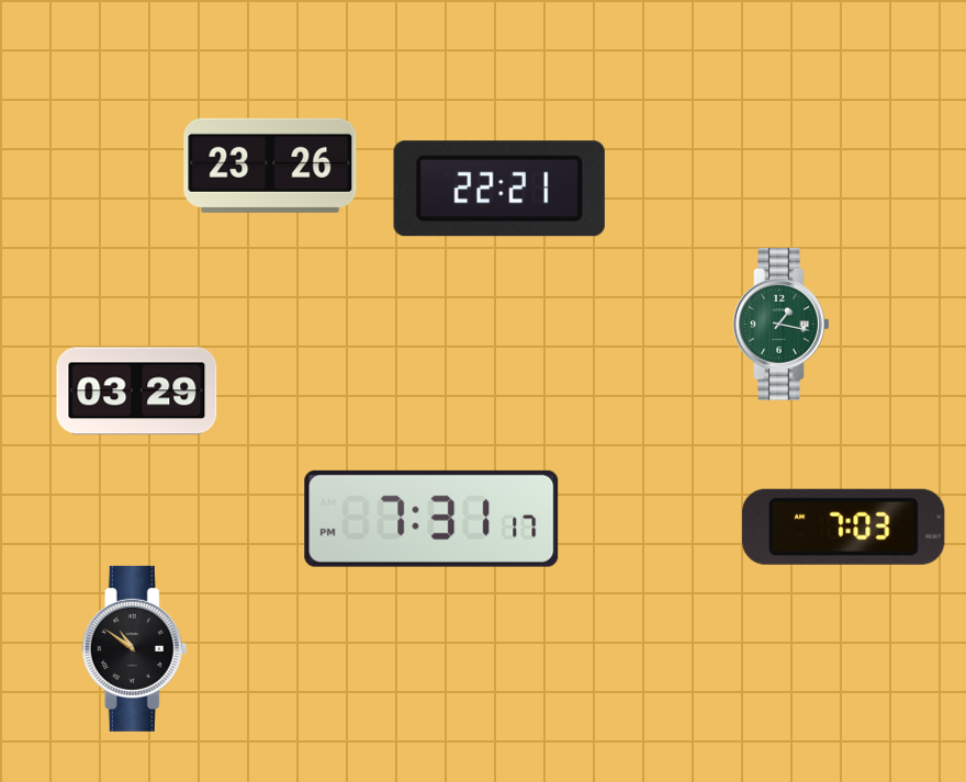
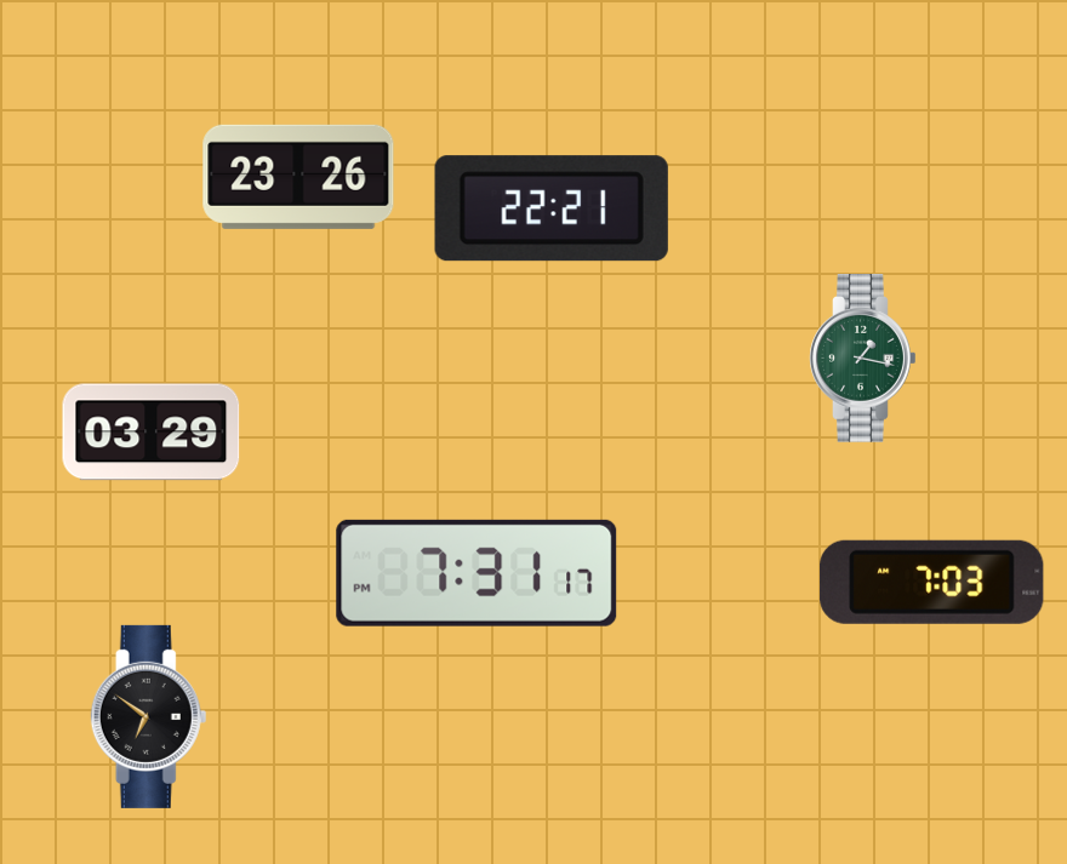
clock at (270, 166) position: (270, 166) -> (298, 177)
clock at (135, 648): 10:51 -> 6:51
